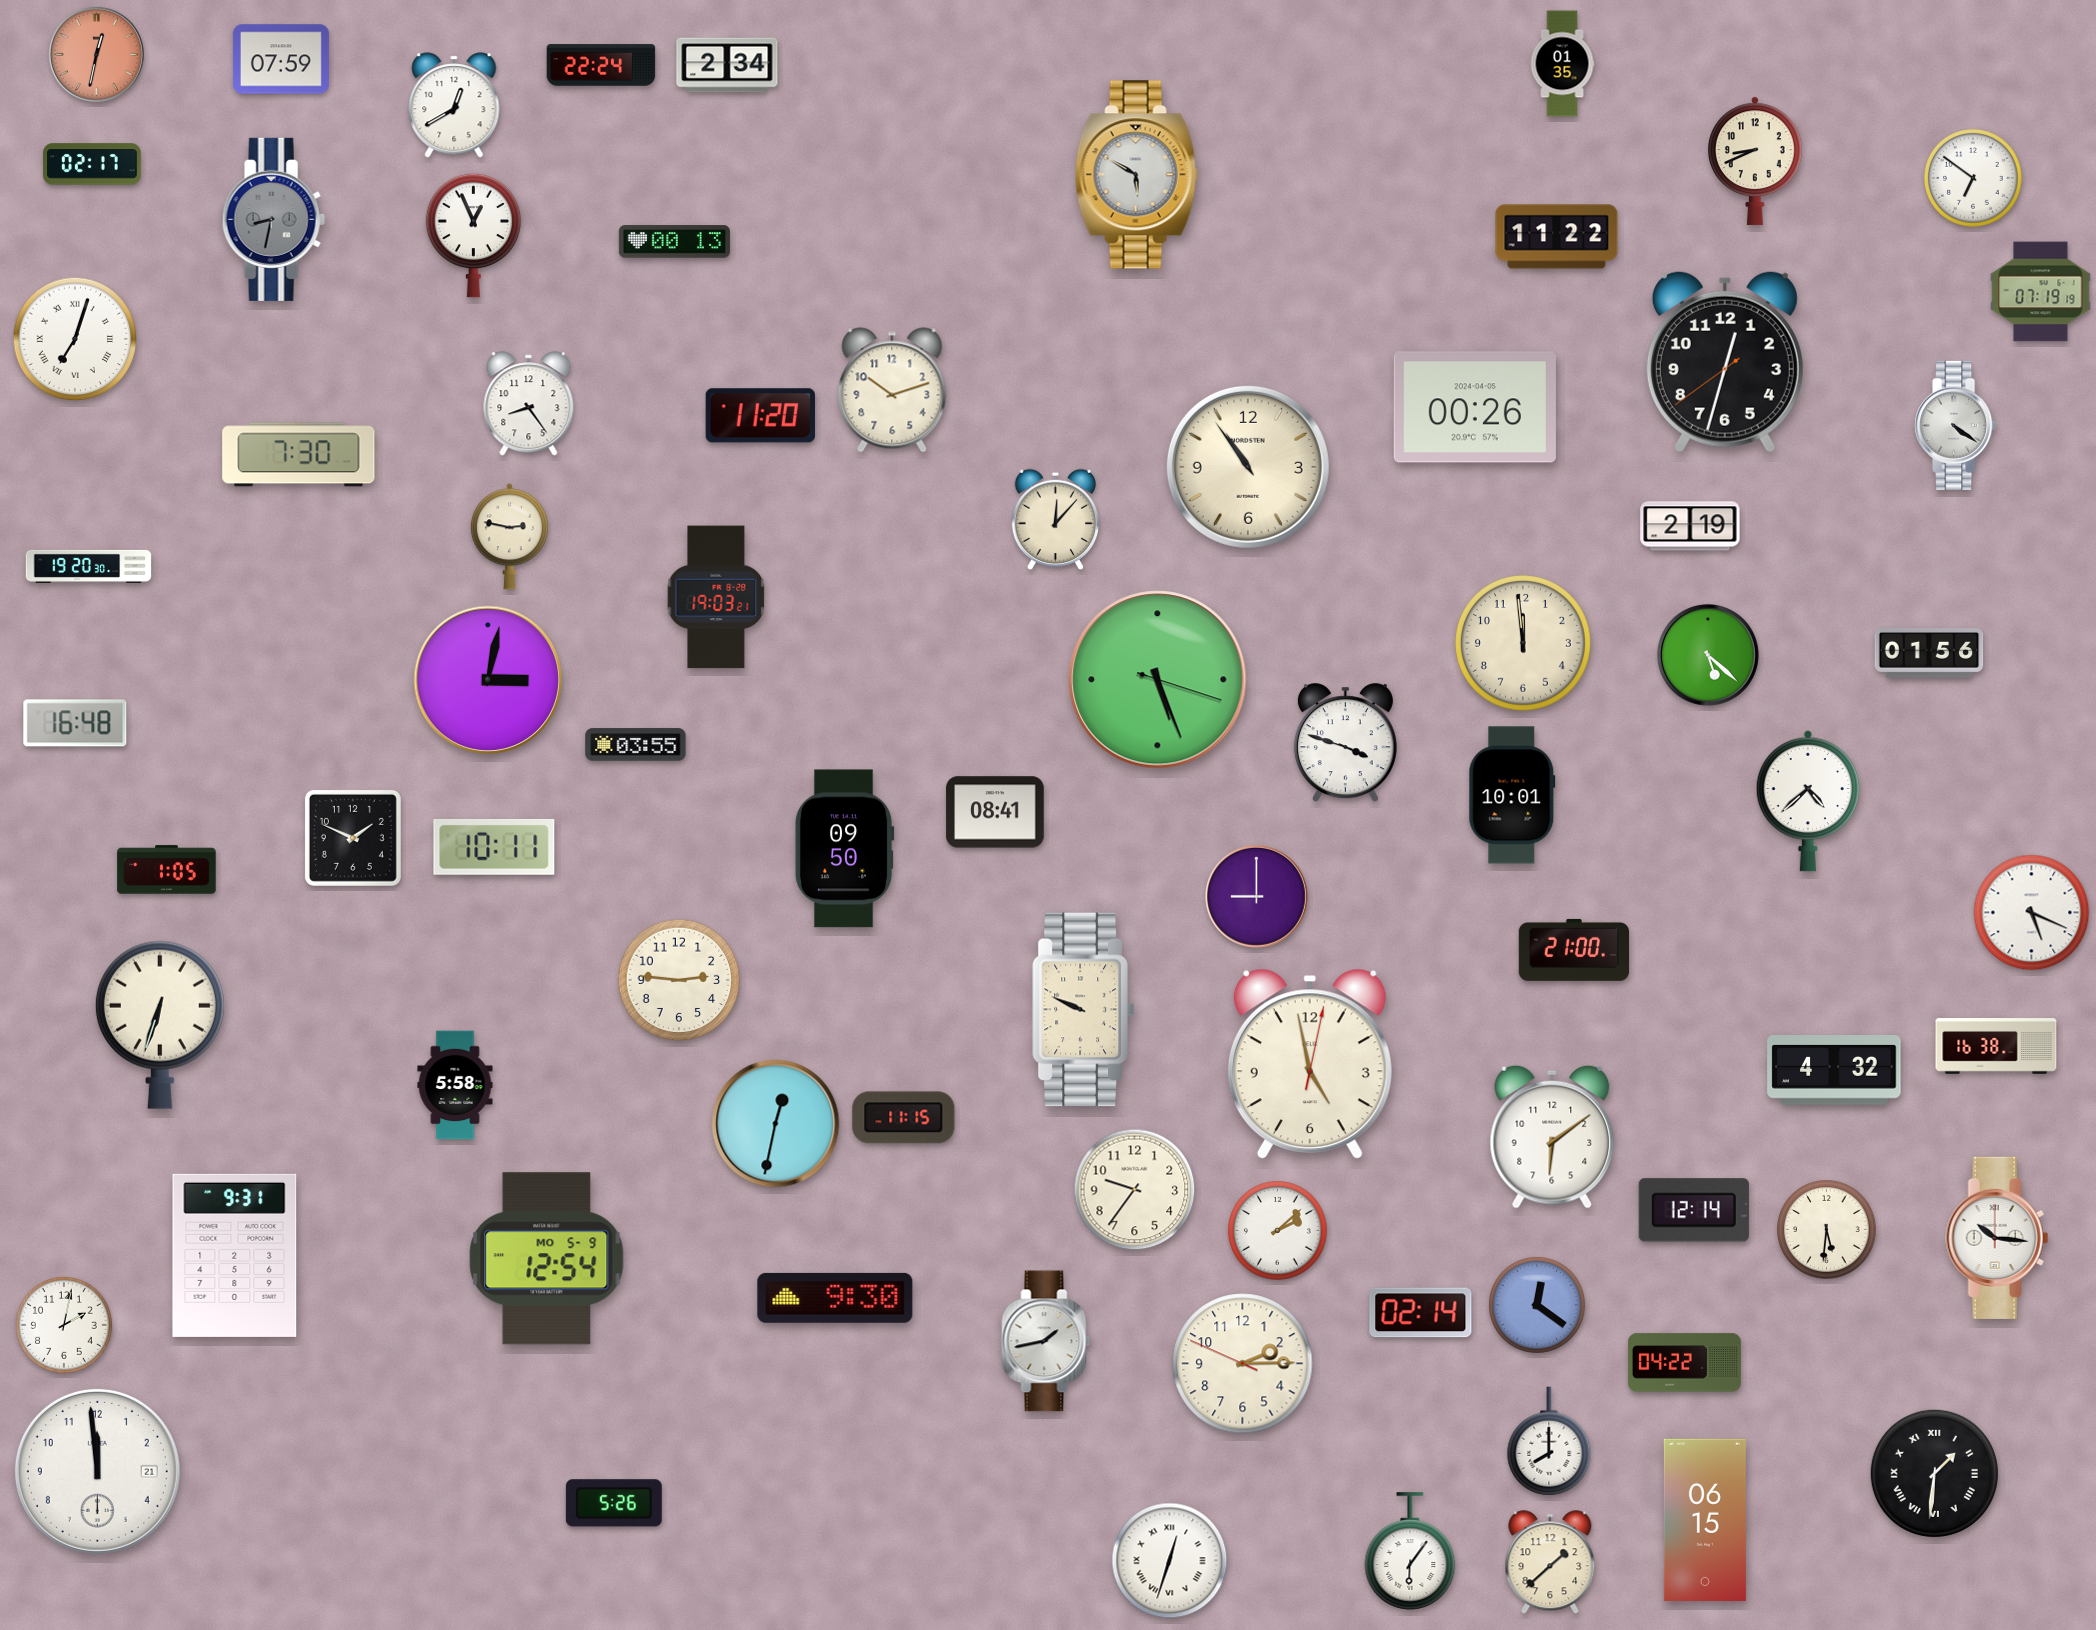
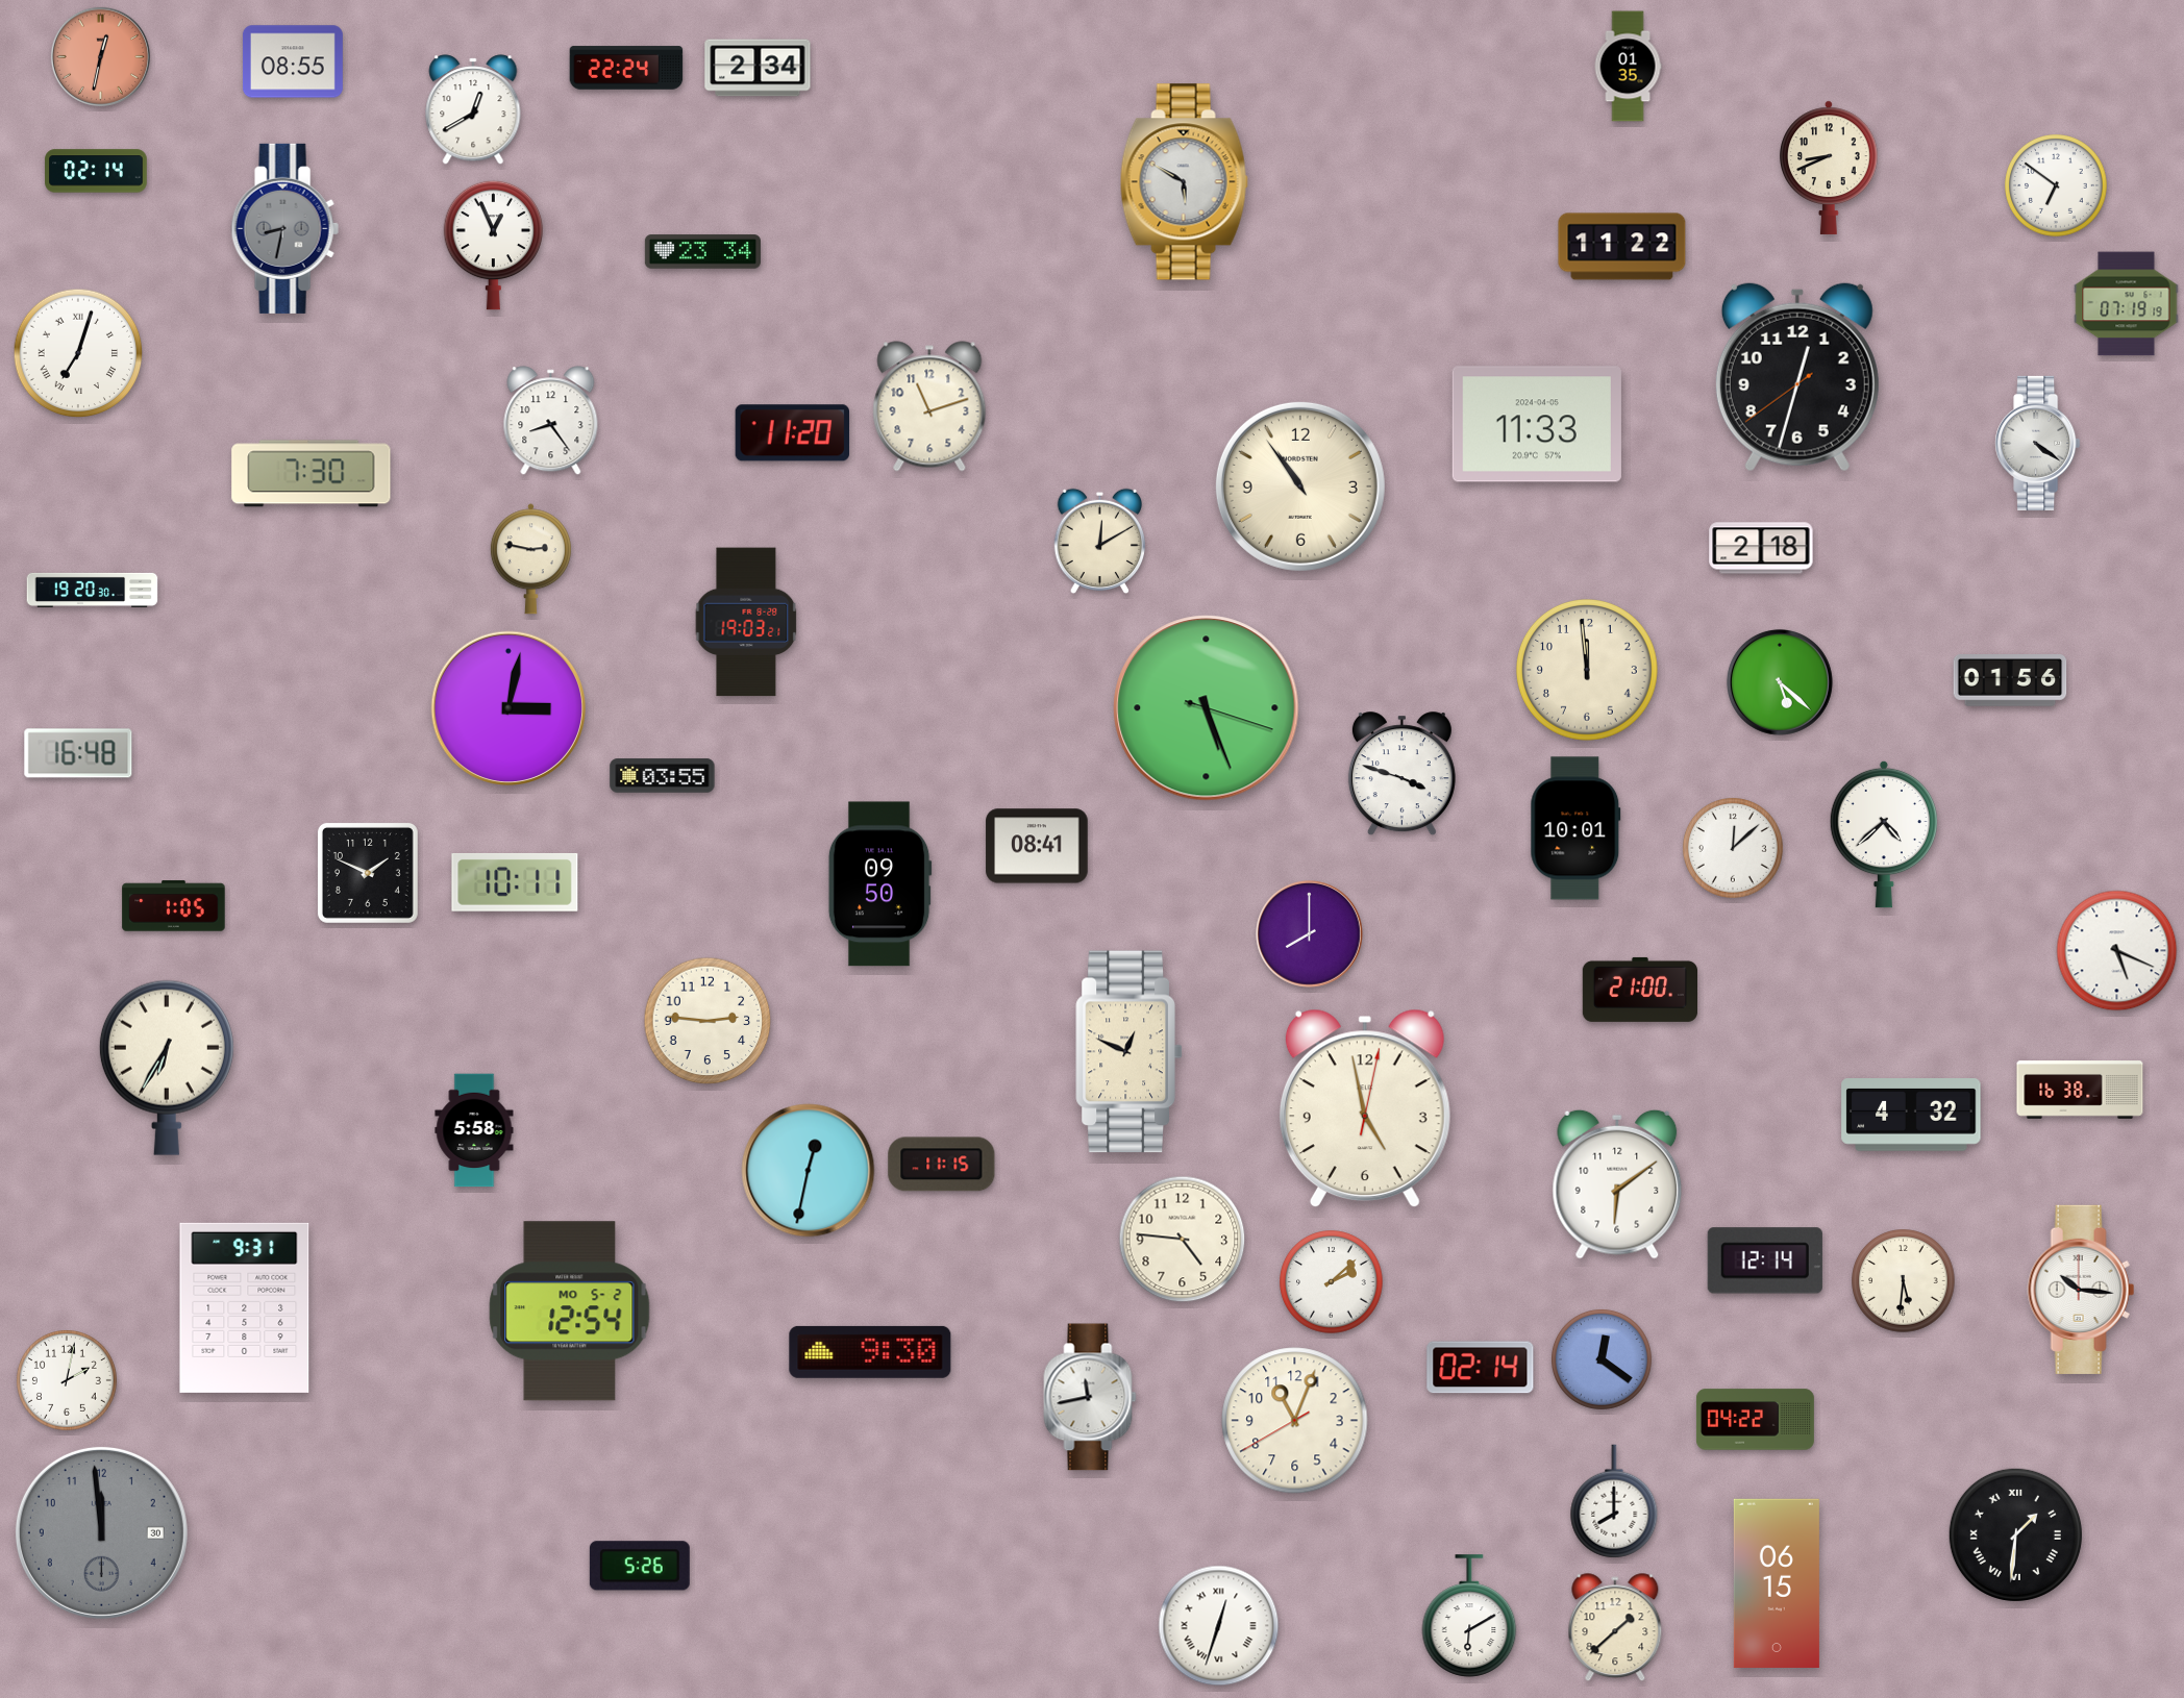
clock at (281, 59): 07:59 -> 08:55
clock at (92, 164): 02:17 -> 02:14
clock at (674, 242): 00:13 -> 23:34
clock at (892, 390): 10:12 -> 11:12
clock at (1475, 407): 00:26 -> 11:33
clock at (1055, 520): 12:07 -> 12:10
clock at (1690, 526): 2:19 -> 2:18
clock at (1733, 848): none -> 12:08
clock at (1257, 896): 9:00 -> 8:00
clock at (1084, 1010): 9:49 -> 12:49
clock at (160, 1025): 6:33 -> 6:35
clock at (1135, 1190): 9:36 -> 4:46
clock at (547, 1259) date: MO 5-9 -> MO 5-2
clock at (1046, 1341): 1:43 -> 11:43
clock at (1243, 1364): 2:14 -> 11:03
clock at (97, 1471) date: 21 -> 30
clock at (97, 1471) dial: white -> grey
clock at (1410, 1551): 6:06 -> 6:10
